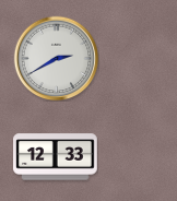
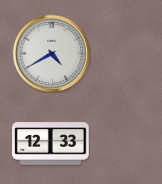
clock at (56, 58): 2:40 -> 4:40
